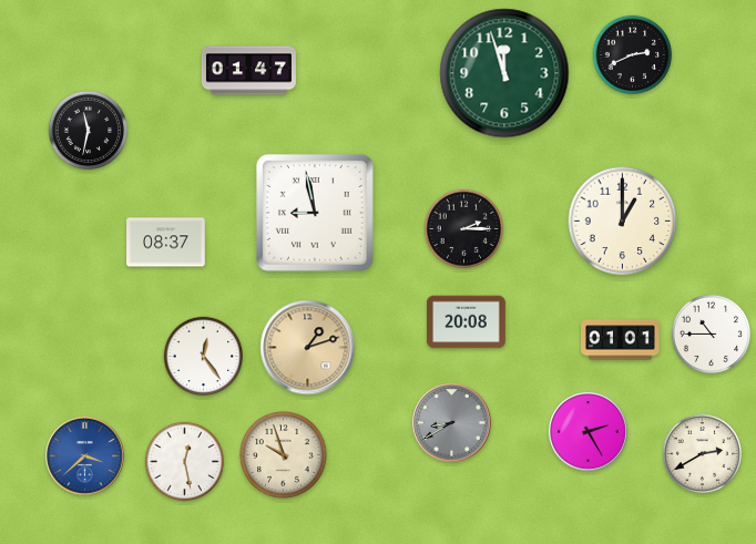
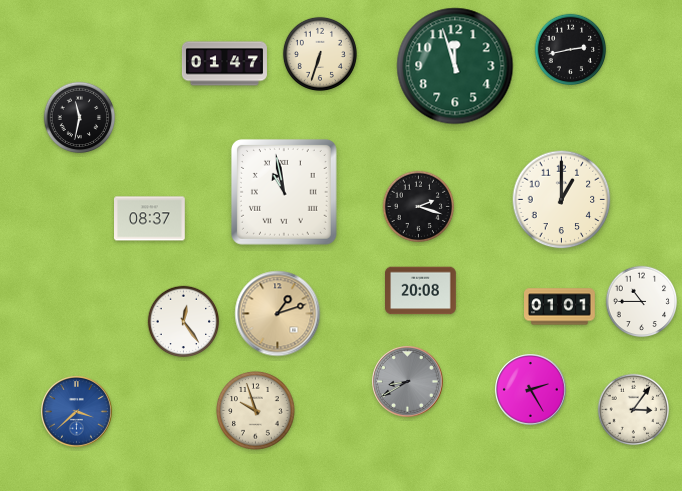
clock at (633, 55): 2:41 -> 2:43
clock at (320, 54): none -> 6:33
clock at (315, 213): 8:58 -> 10:58
clock at (464, 229): 2:15 -> 2:18
clock at (703, 454): 2:40 -> 3:06
clock at (185, 462): 12:28 -> none
